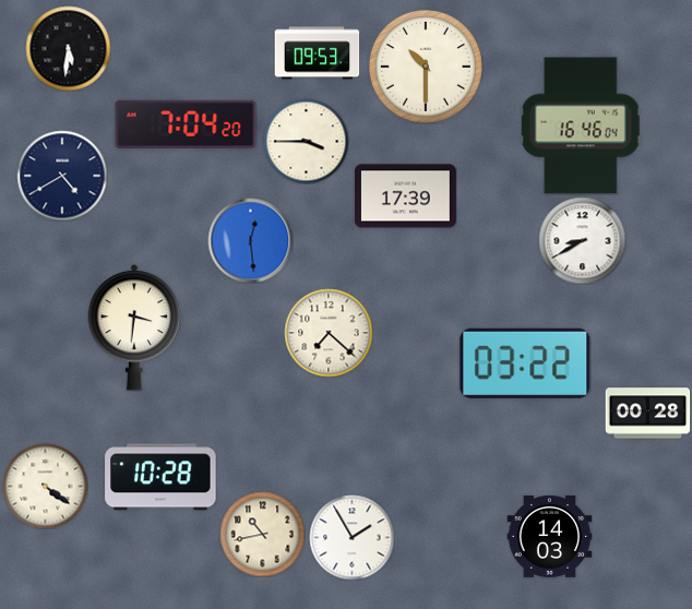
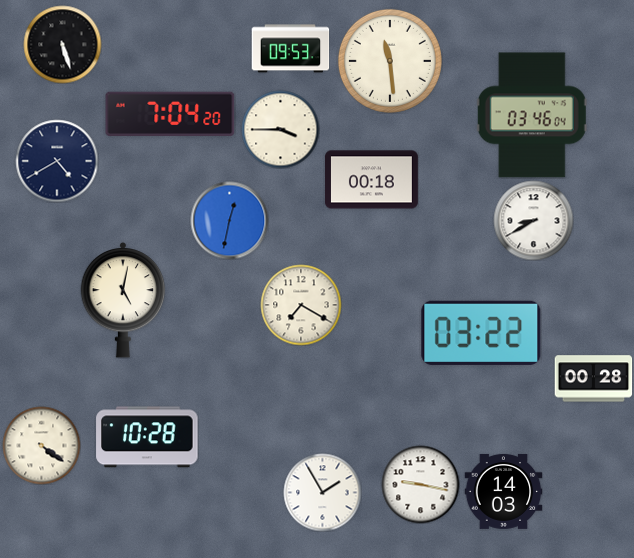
clock at (68, 48): 5:31 -> 5:27
clock at (426, 67): 10:30 -> 11:29
clock at (581, 126): 16:46 -> 03:46
clock at (405, 196): 17:39 -> 00:18
clock at (250, 240): 12:29 -> 12:32
clock at (134, 327): 3:31 -> 5:02
clock at (329, 333): 7:22 -> 7:20
clock at (420, 484): none -> 9:17
clock at (262, 534): 10:43 -> none
